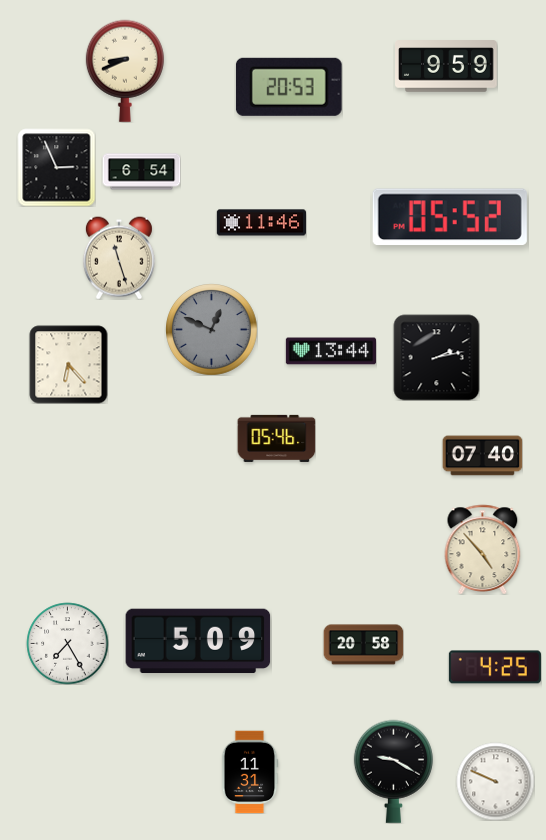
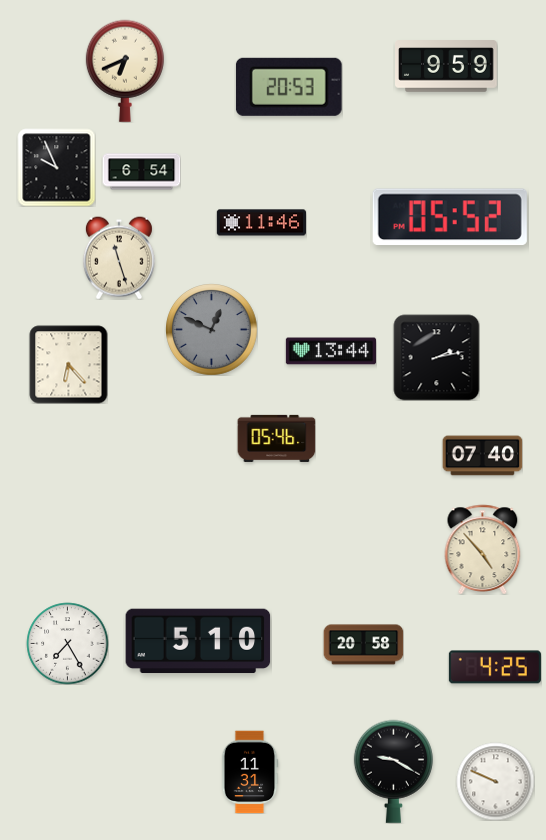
clock at (125, 71): 8:41 -> 6:41
clock at (56, 167): 2:56 -> 9:56
clock at (198, 641): 5:09 -> 5:10
